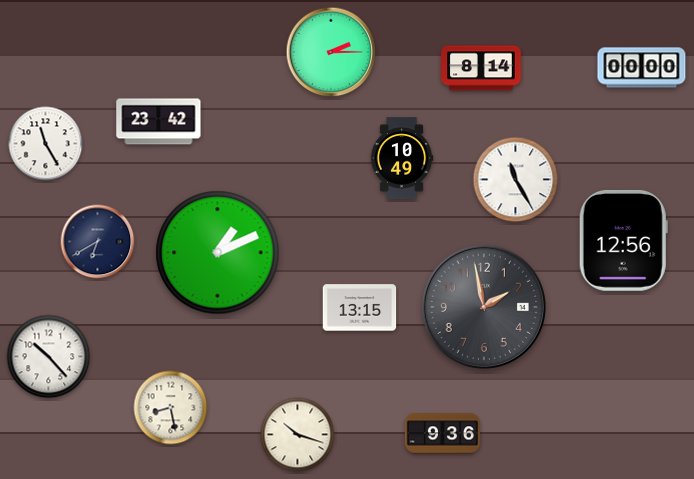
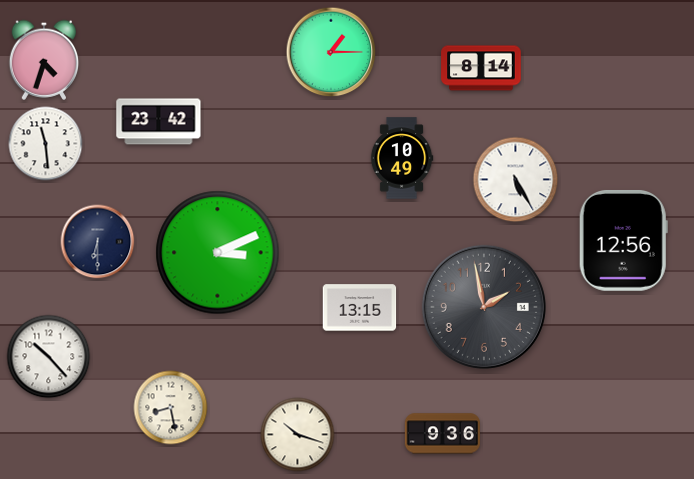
clock at (331, 52): 2:15 -> 1:15
clock at (44, 60): none -> 4:33
clock at (642, 68): 00:00 -> none
clock at (46, 144): 11:25 -> 11:29
clock at (516, 180): 11:25 -> 5:25
clock at (98, 242): 6:40 -> 6:30
clock at (218, 253): 1:11 -> 3:11
